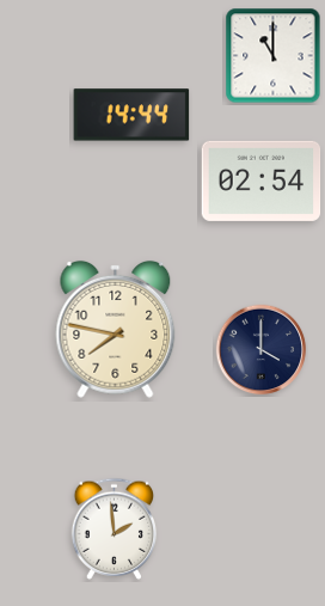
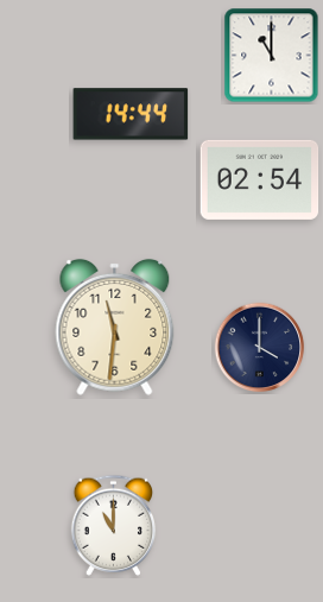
clock at (116, 329): 7:47 -> 11:31
clock at (115, 528): 1:59 -> 11:00
